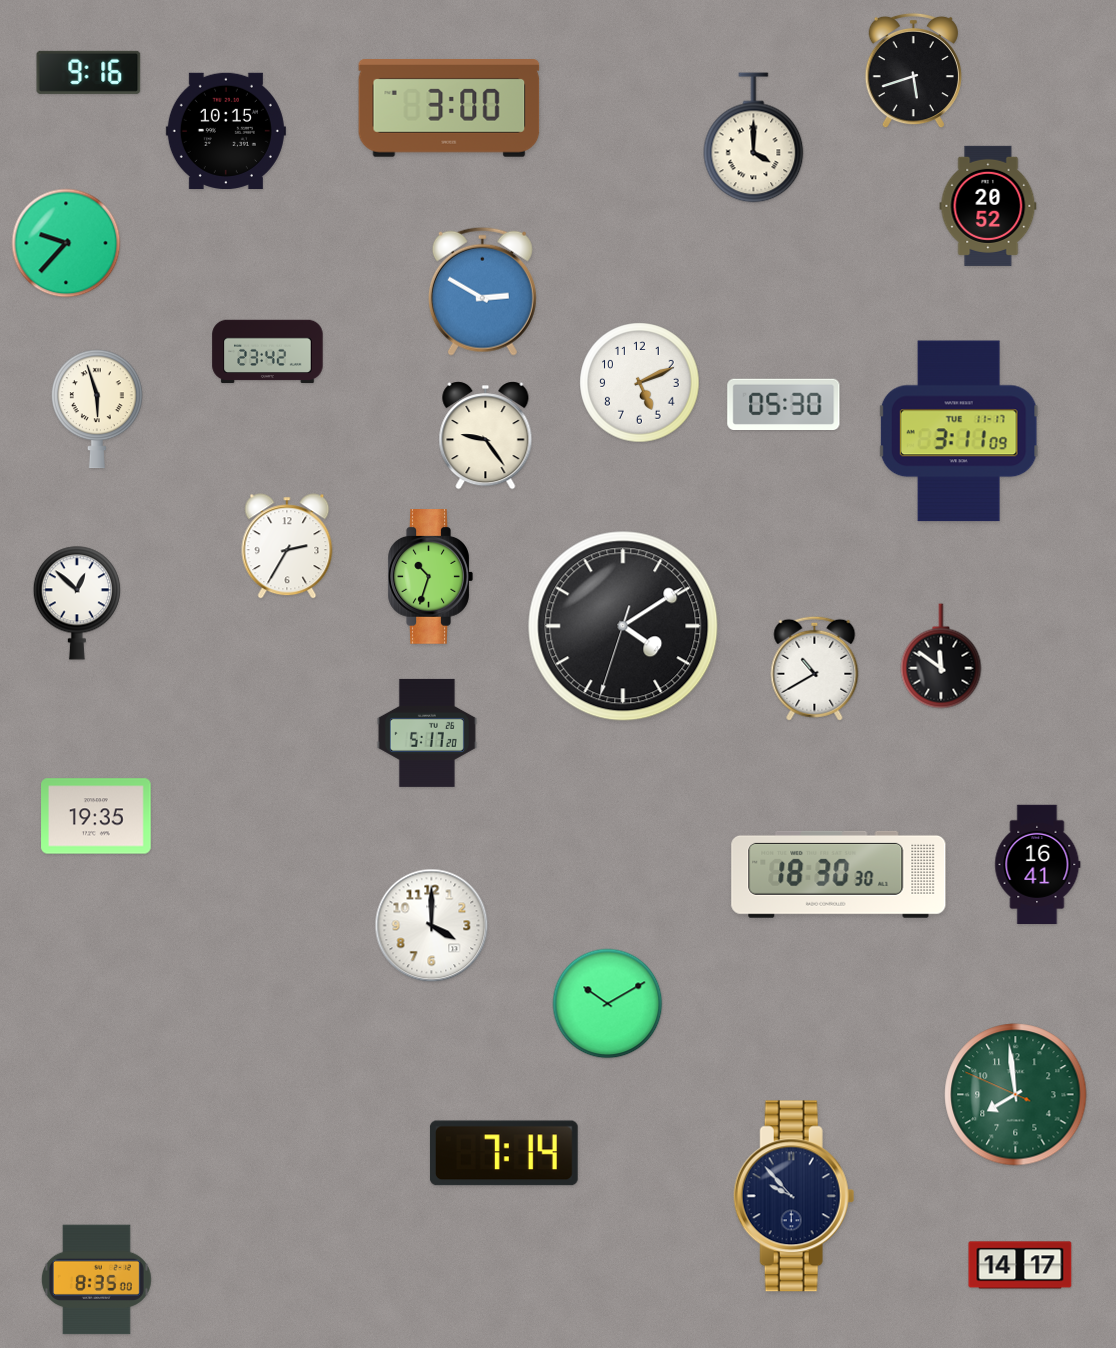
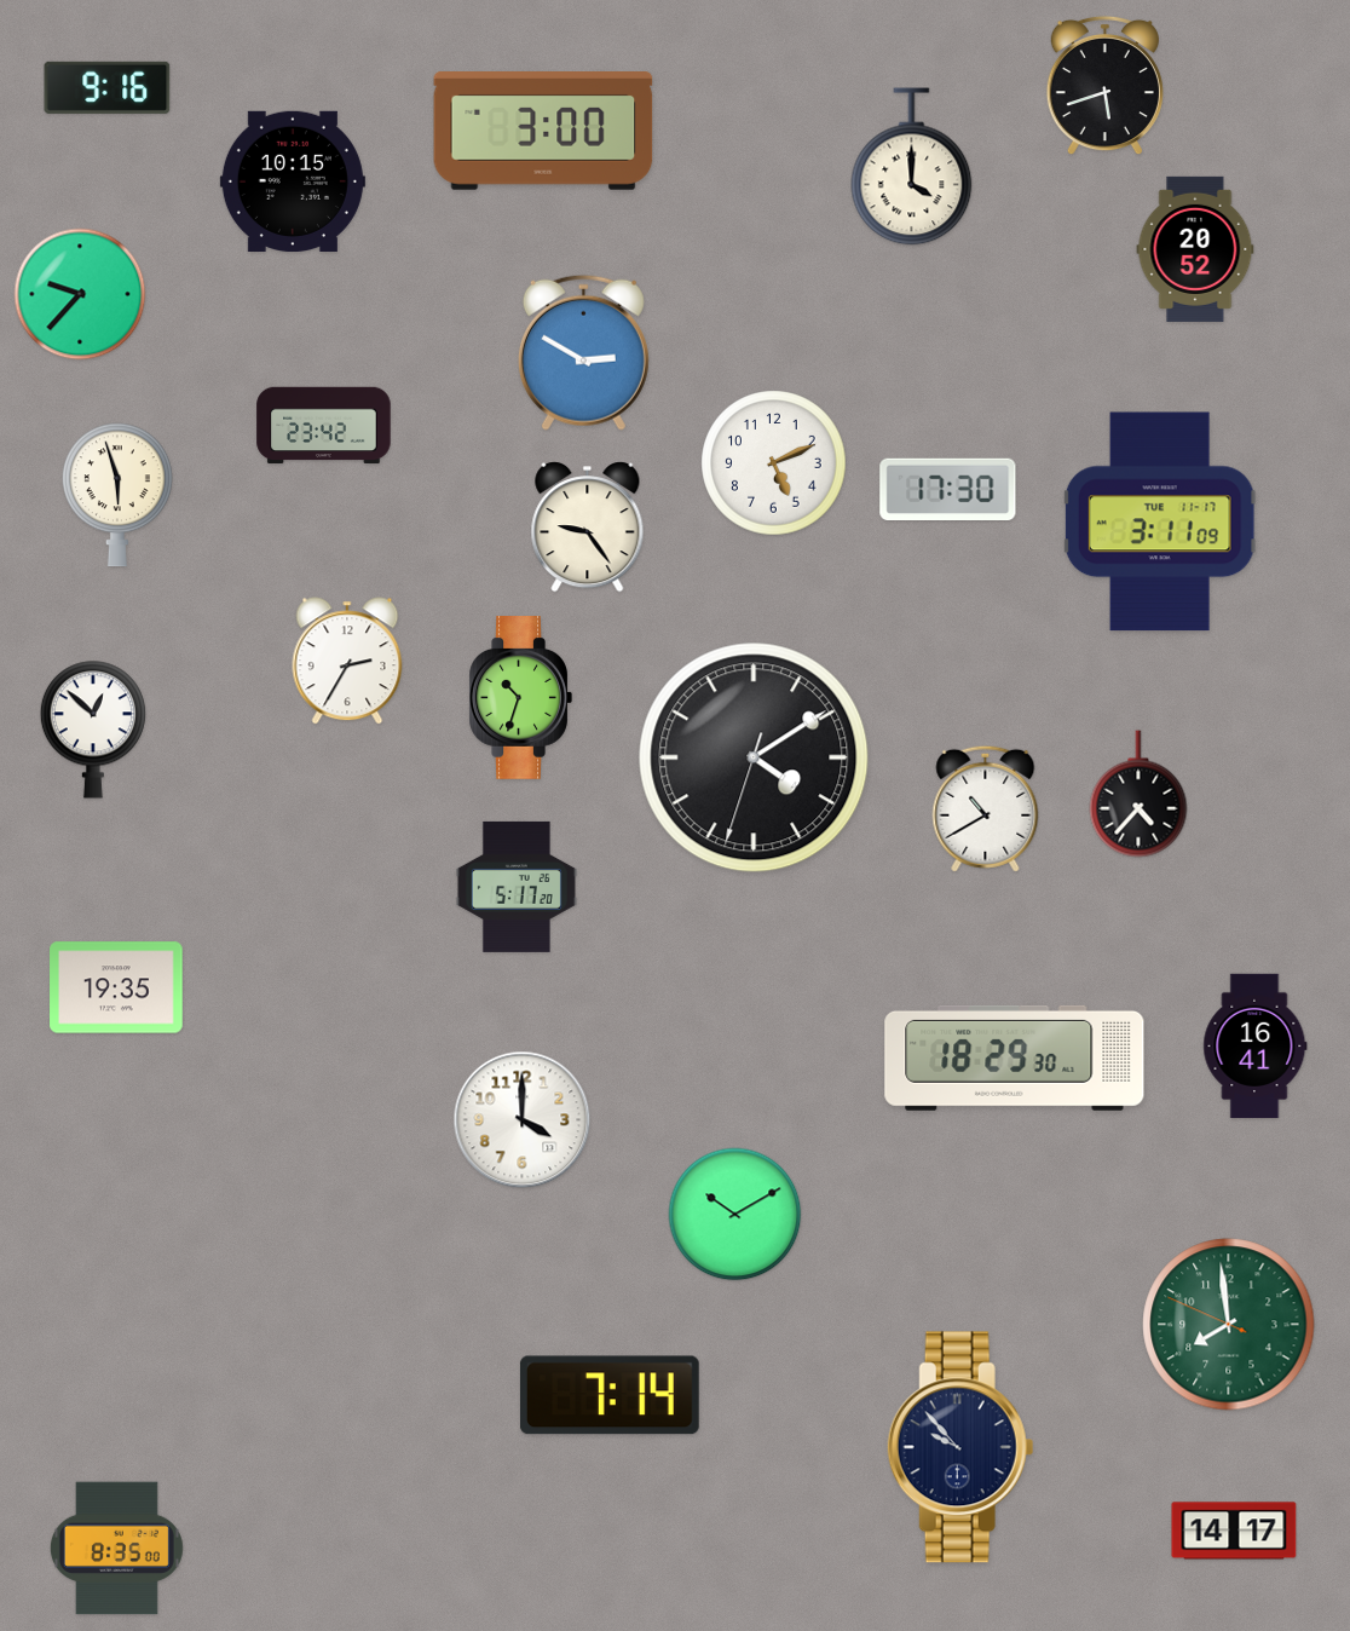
clock at (226, 130) position: (226, 130) -> (293, 180)
clock at (784, 404): 05:30 -> 17:30
clock at (941, 656): 11:51 -> 4:37
clock at (839, 874): 18:30 -> 18:29
